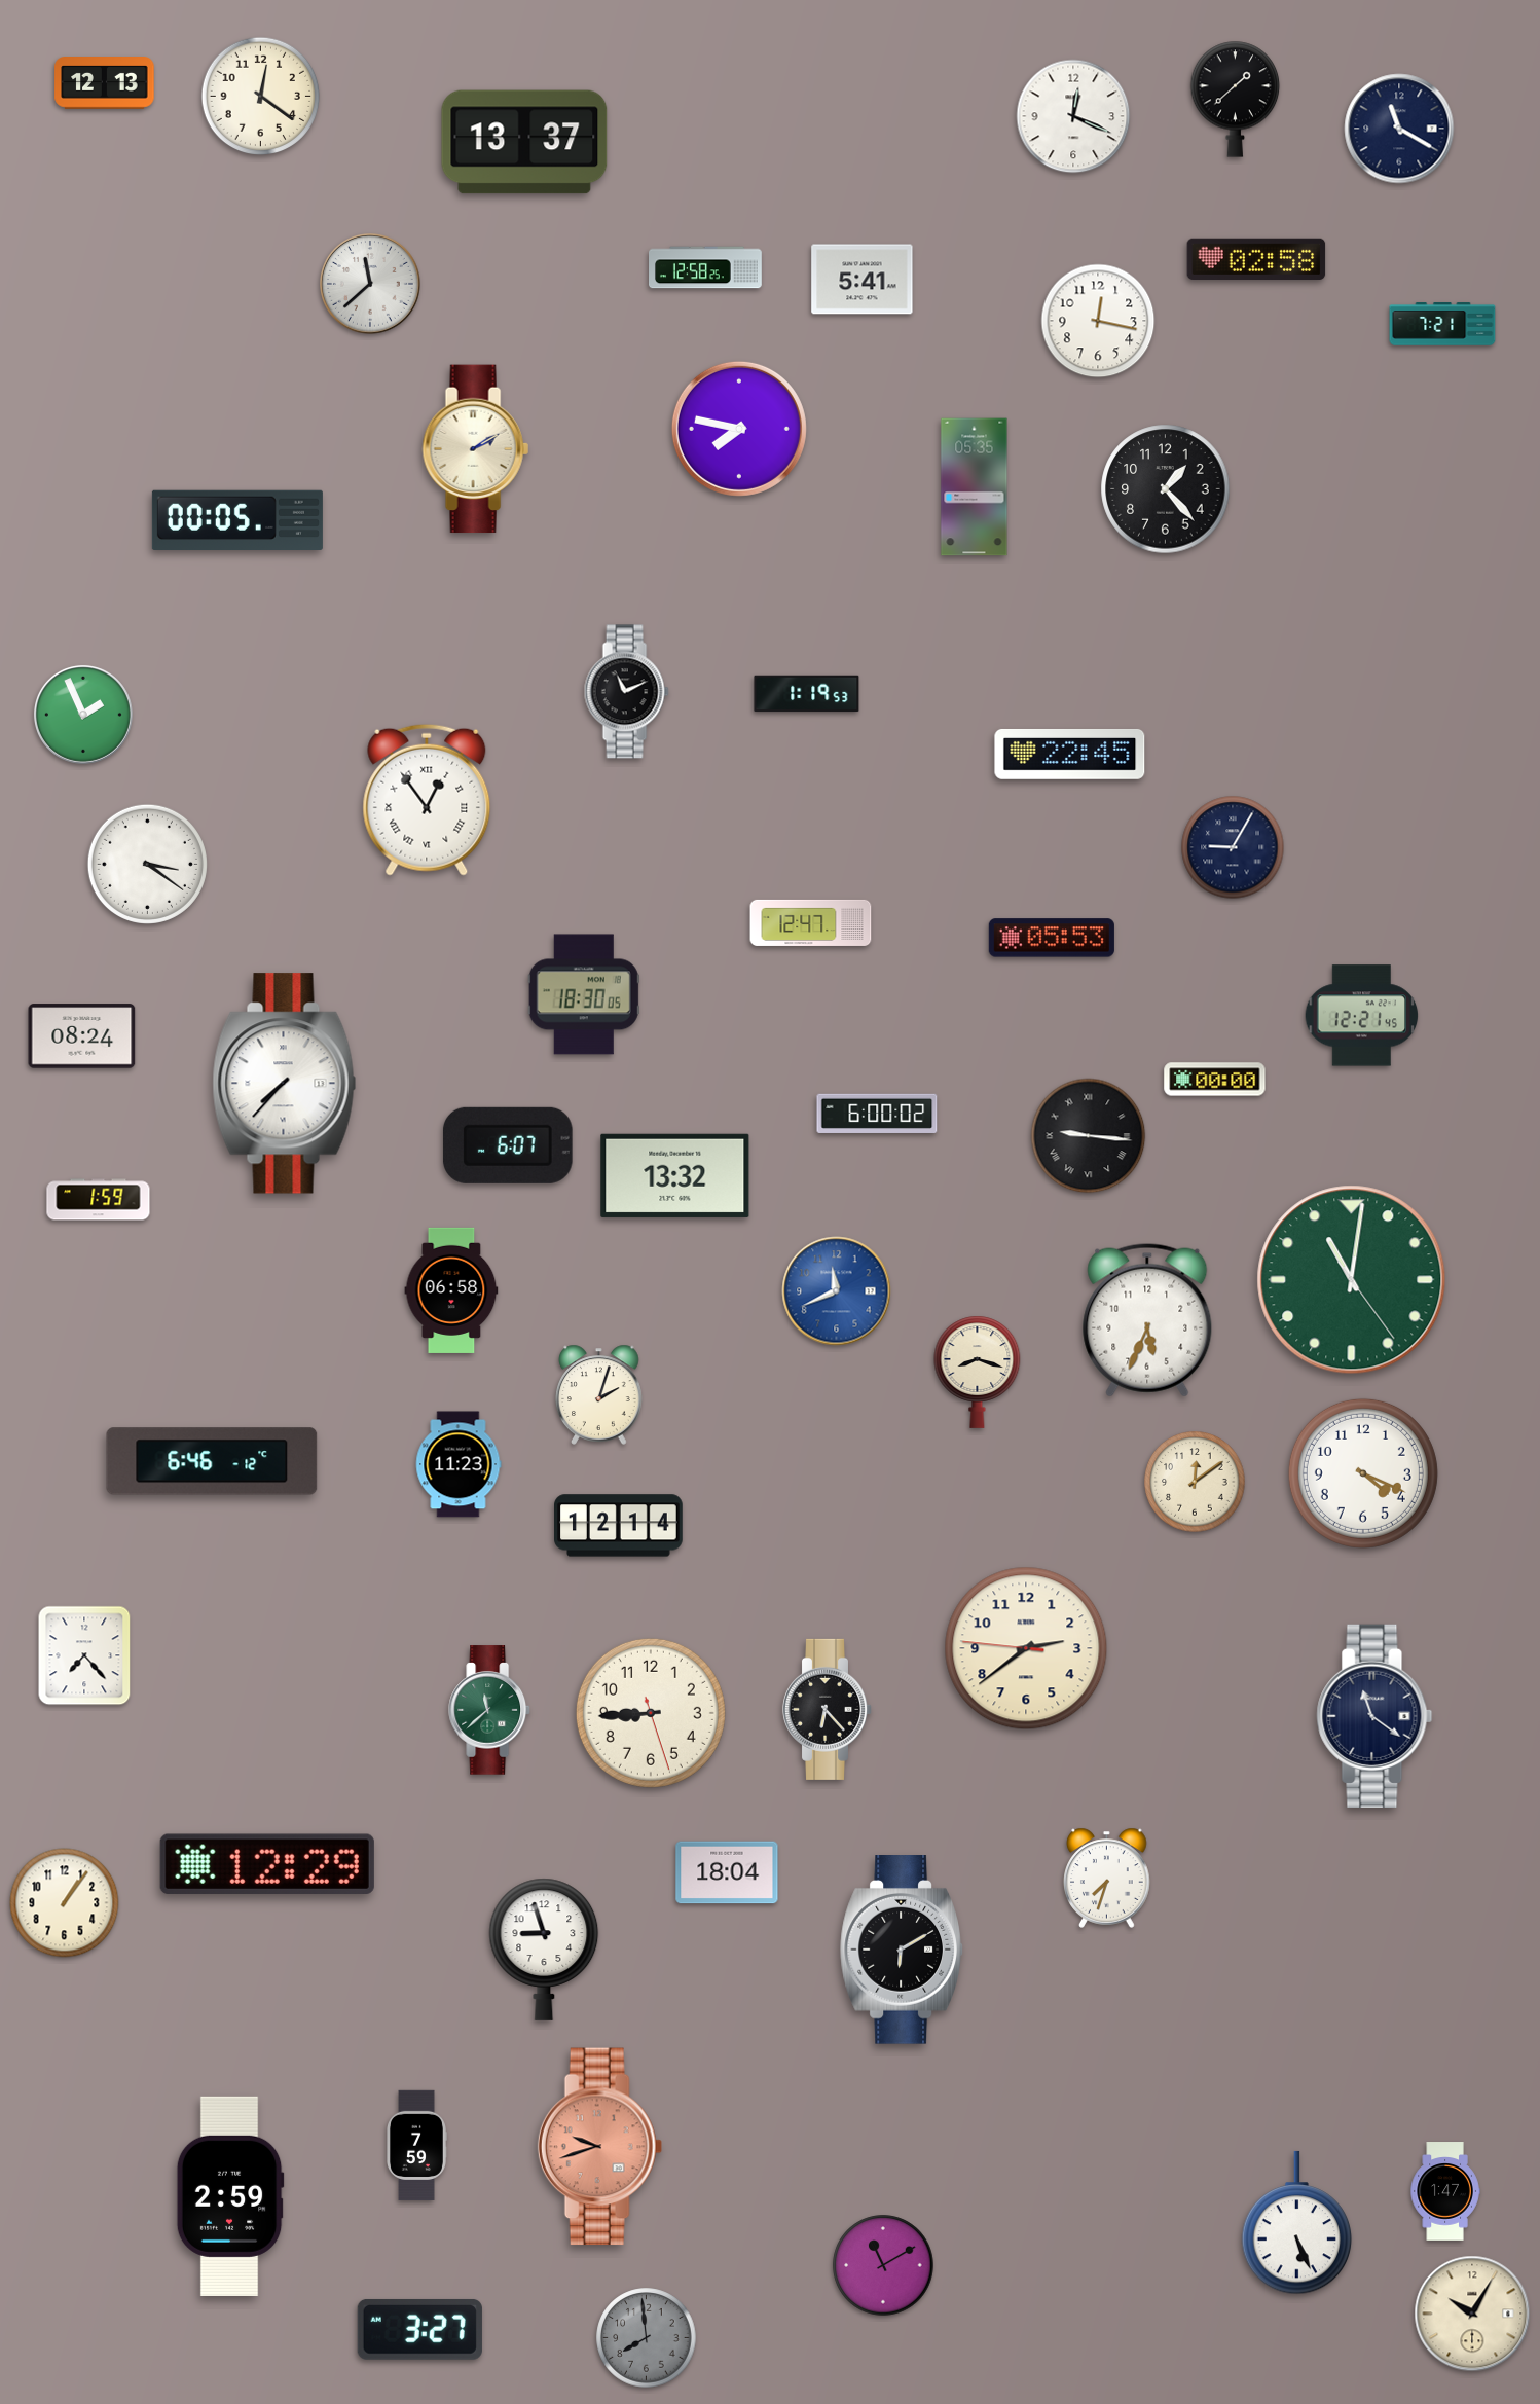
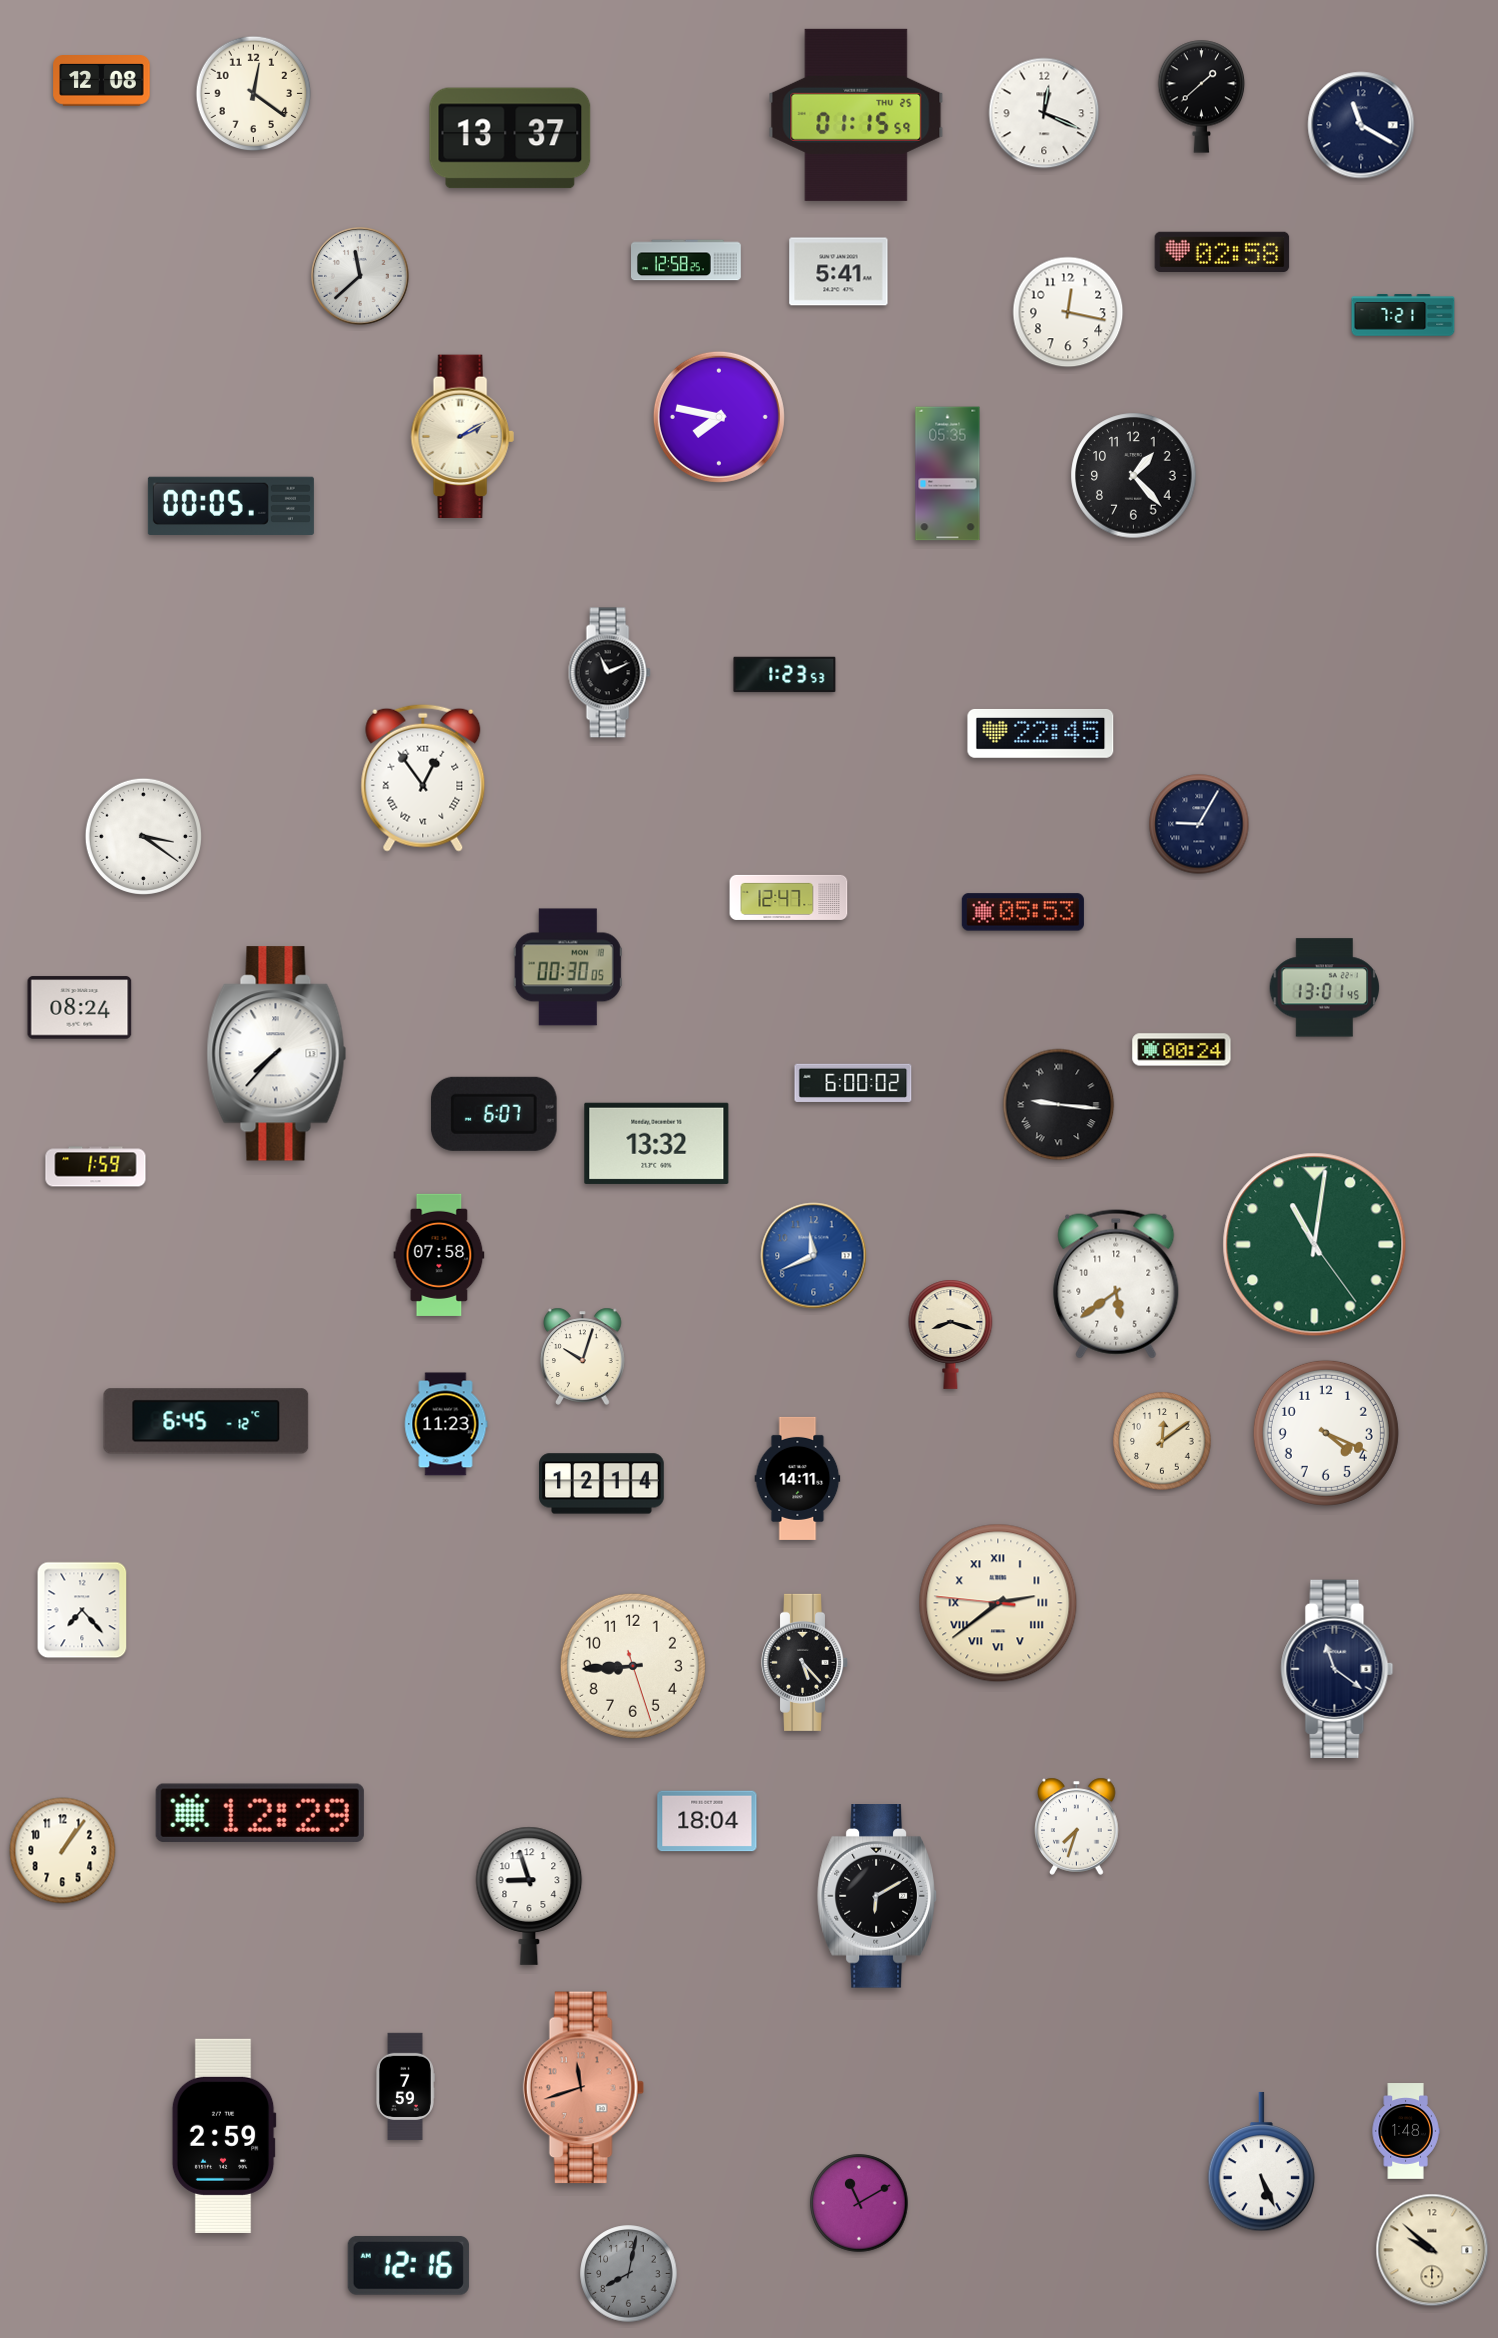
clock at (105, 83): 12:13 -> 12:08
clock at (856, 115): none -> 01:15
clock at (807, 694): 1:19 -> 1:23
clock at (83, 715): 1:56 -> none
clock at (427, 800) position: (427, 800) -> (423, 778)
clock at (147, 864) position: (147, 864) -> (143, 836)
clock at (584, 994): 18:30 -> 00:30
clock at (1362, 1016): 12:21 -> 13:01
clock at (1215, 1080): 00:00 -> 00:24
clock at (451, 1290): 06:58 -> 07:58
clock at (1147, 1320): 5:34 -> 5:39
clock at (599, 1394): 2:03 -> 10:03
clock at (212, 1461): 6:46 -> 6:45
clock at (798, 1478): none -> 14:11
clock at (1026, 1648) numerals: Arabic -> Roman
clock at (827, 1709): 6:23 -> 5:23
clock at (490, 1710): 11:38 -> none
clock at (599, 2147): 9:42 -> 11:42
clock at (1445, 2191): 1:47 -> 1:48
clock at (1472, 2314): 10:05 -> 9:52
clock at (419, 2329): 3:27 -> 12:16
clock at (647, 2338): 7:59 -> 8:02
